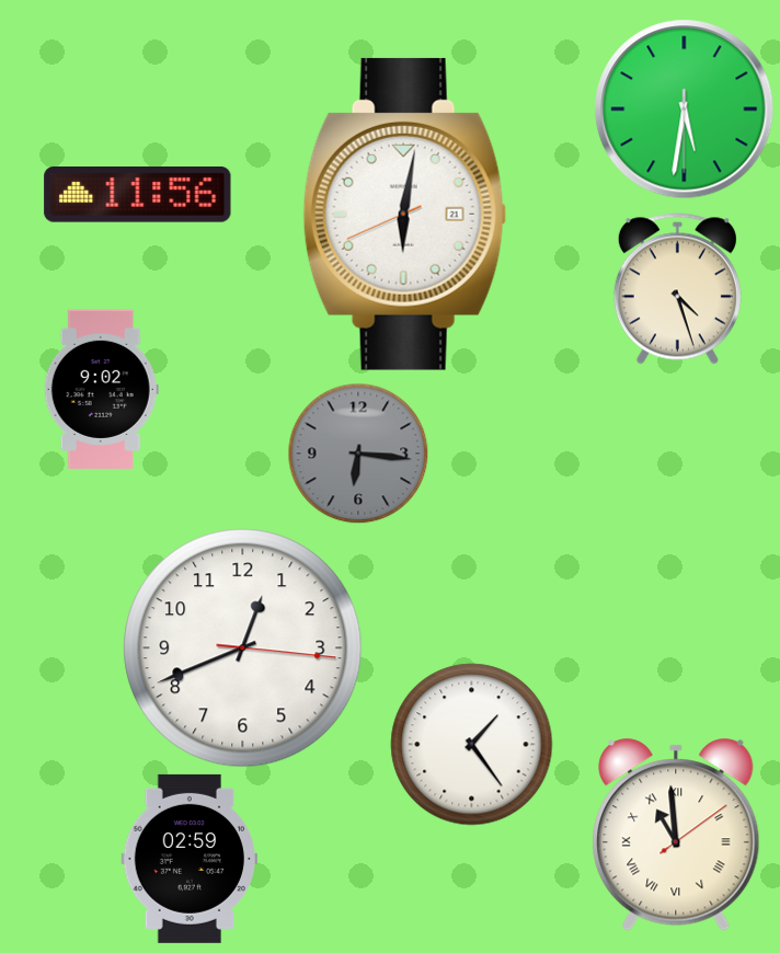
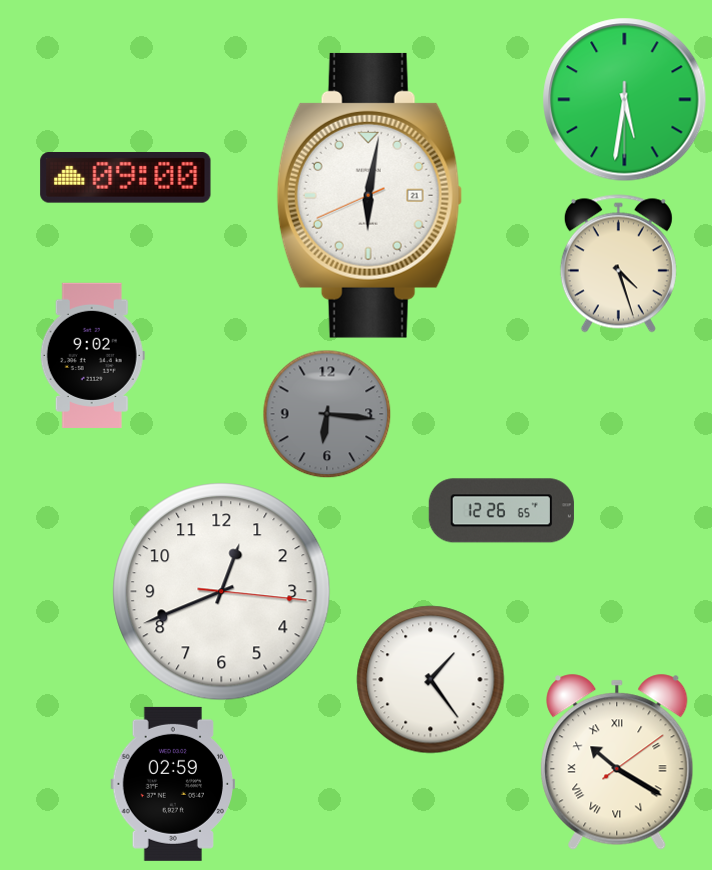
clock at (138, 195): 11:56 -> 09:00
clock at (501, 511): none -> 12:26
clock at (676, 835): 10:59 -> 10:20
